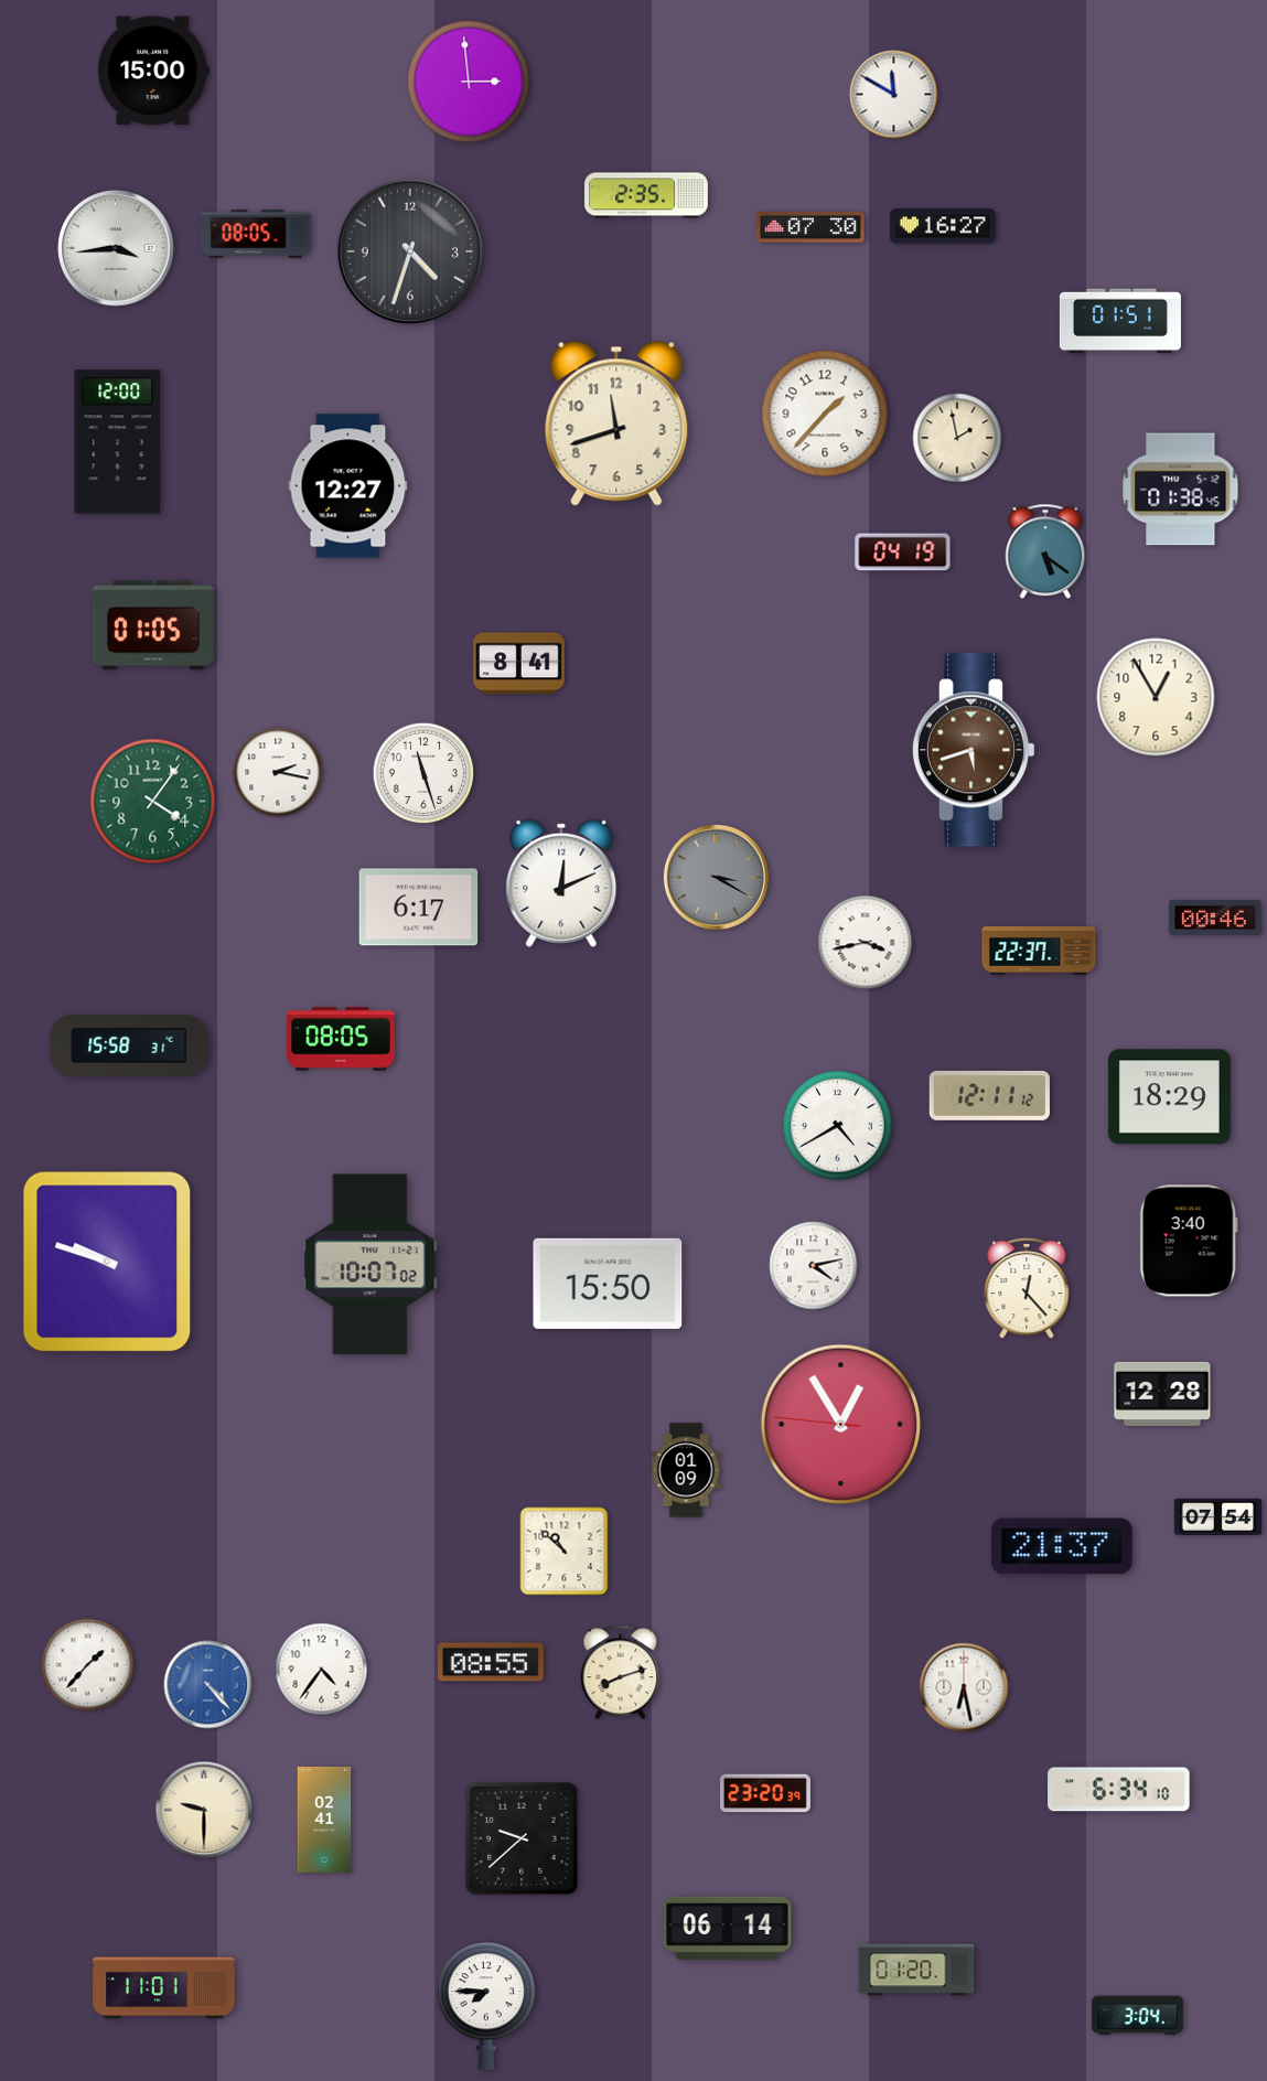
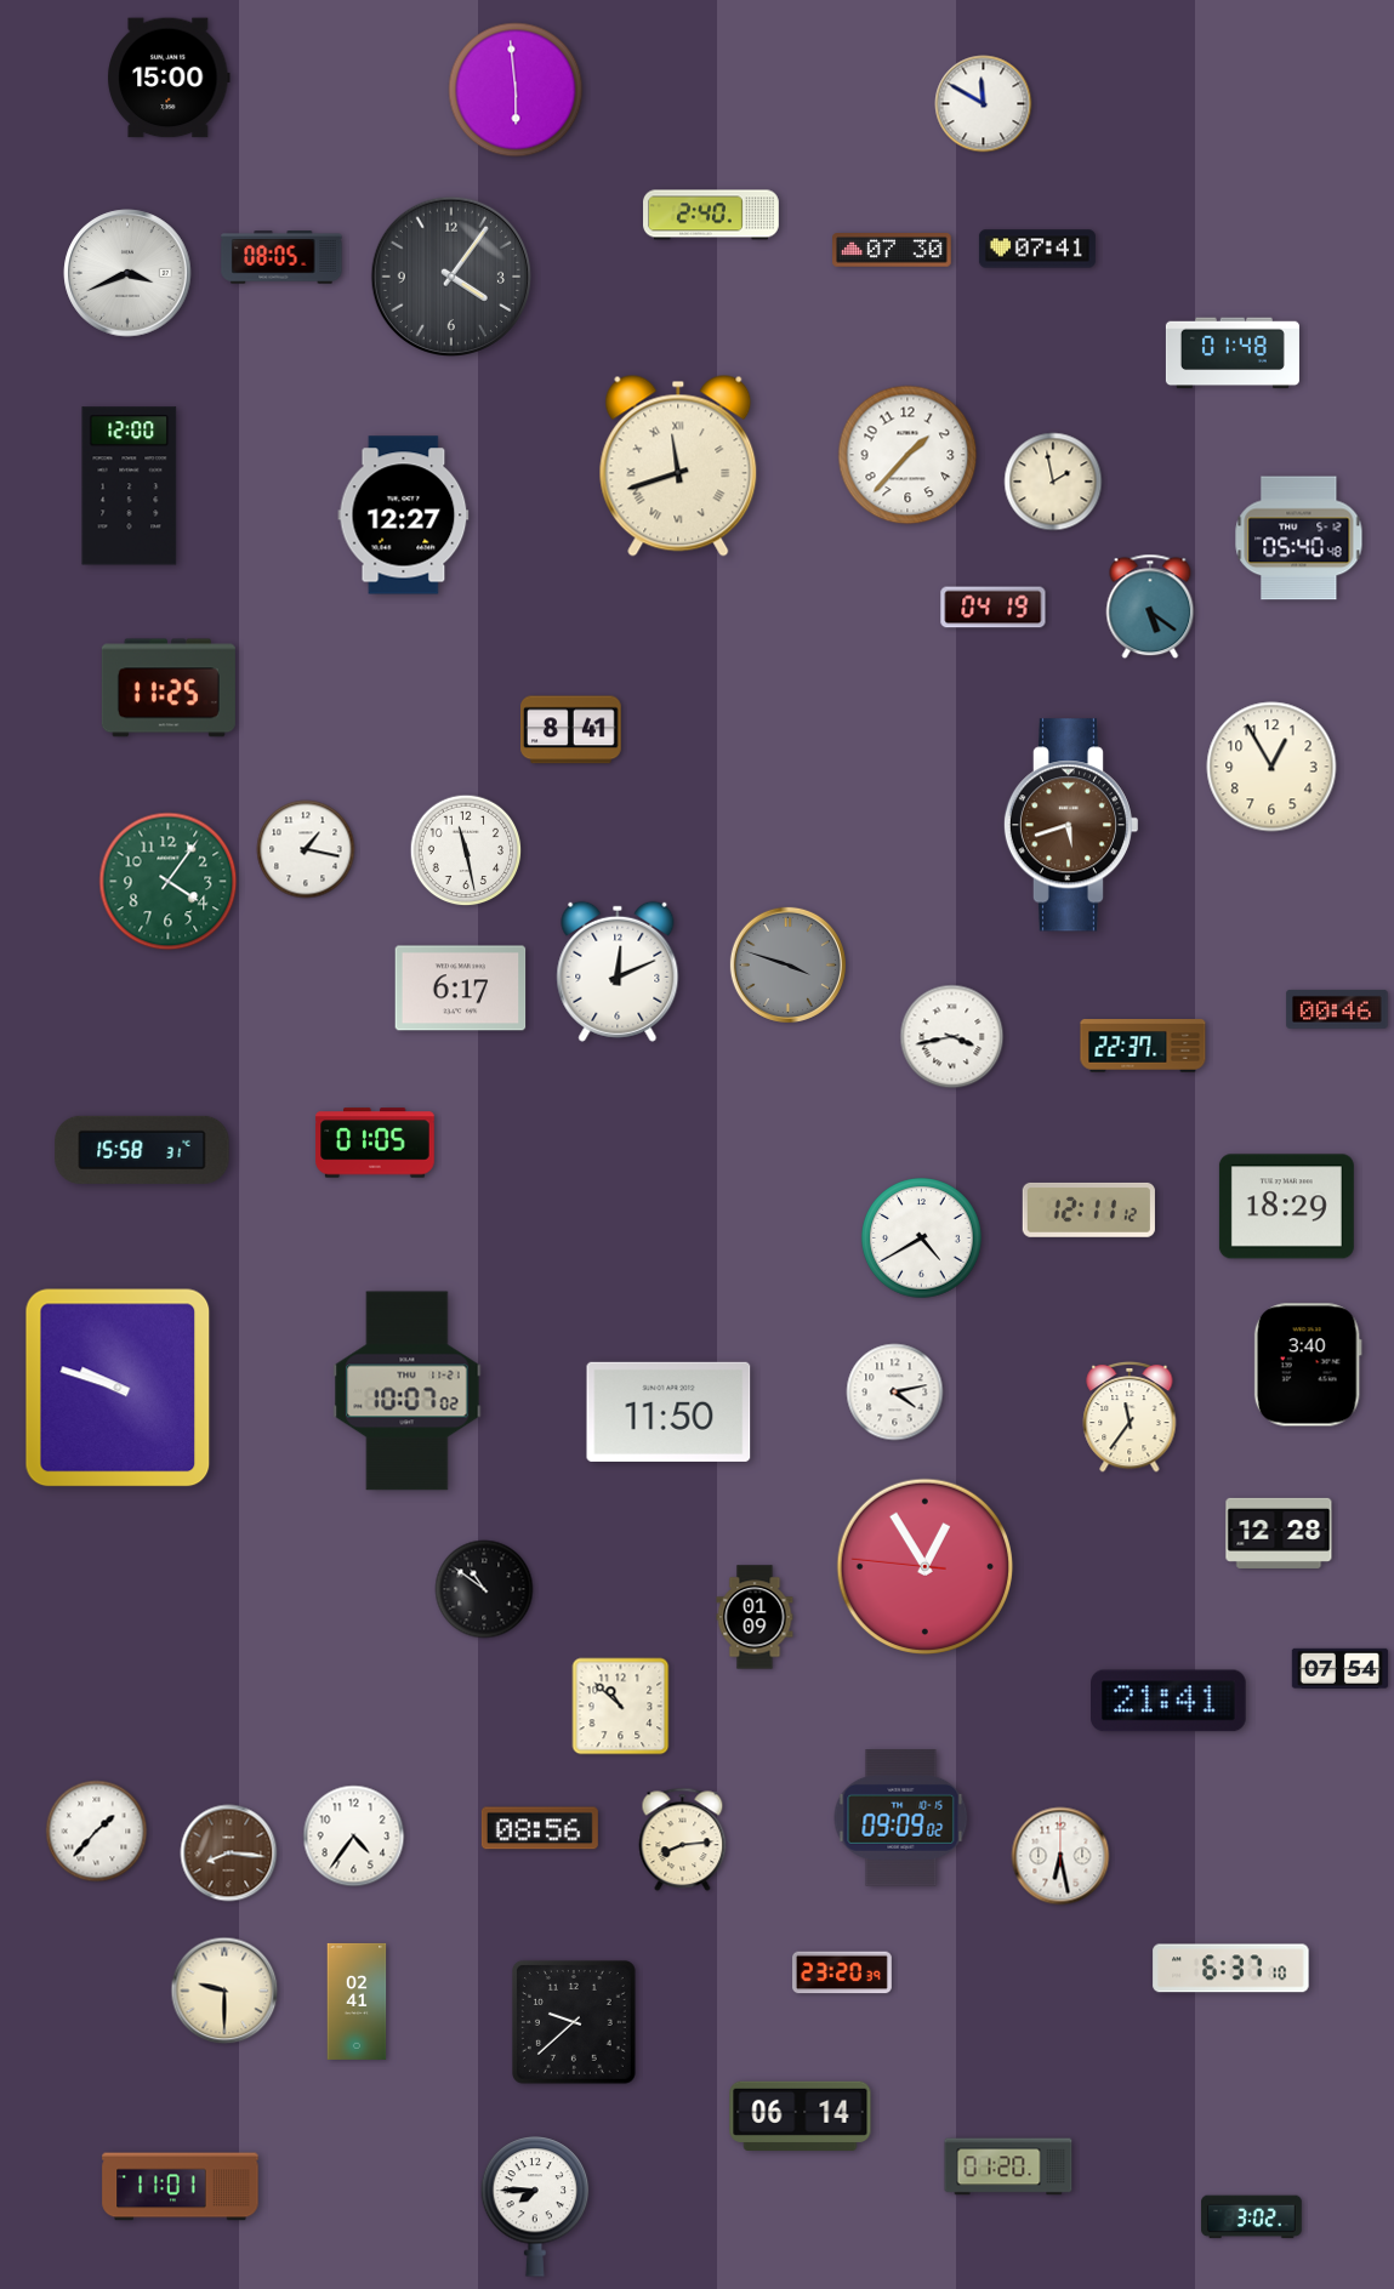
clock at (469, 82): 2:59 -> 5:59
clock at (646, 195): 2:35 -> 2:40
clock at (943, 226): 16:27 -> 07:41
clock at (116, 248): 3:44 -> 3:41
clock at (409, 250): 4:33 -> 4:06
clock at (1120, 321): 01:51 -> 01:48
clock at (616, 423) numerals: Arabic -> Roman
clock at (348, 486) position: (348, 486) -> (404, 516)
clock at (1181, 490): 01:38 -> 05:40
clock at (153, 625): 01:05 -> 11:25
clock at (278, 772): 2:17 -> 1:17
clock at (423, 773): 11:27 -> 11:28
clock at (716, 877): 3:20 -> 3:48
clock at (419, 908) position: (419, 908) -> (461, 989)
clock at (341, 1039): 08:05 -> 01:05
clock at (989, 1095) position: (989, 1095) -> (1088, 1209)
clock at (608, 1284): 15:50 -> 11:50
clock at (1027, 1288): 12:23 -> 11:36
clock at (484, 1589): none -> 10:51
clock at (1063, 1546): 21:37 -> 21:41
clock at (901, 1818): none -> 09:09
clock at (491, 1662): 08:55 -> 08:56
clock at (621, 1673): 8:12 -> 8:14
clock at (208, 1685): 4:23 -> 8:16
clock at (208, 1685) dial: blue -> brown
clock at (1119, 1790): 6:34 -> 6:37
clock at (728, 1928) position: (728, 1928) -> (801, 2116)
clock at (1138, 2016): 3:04 -> 3:02
